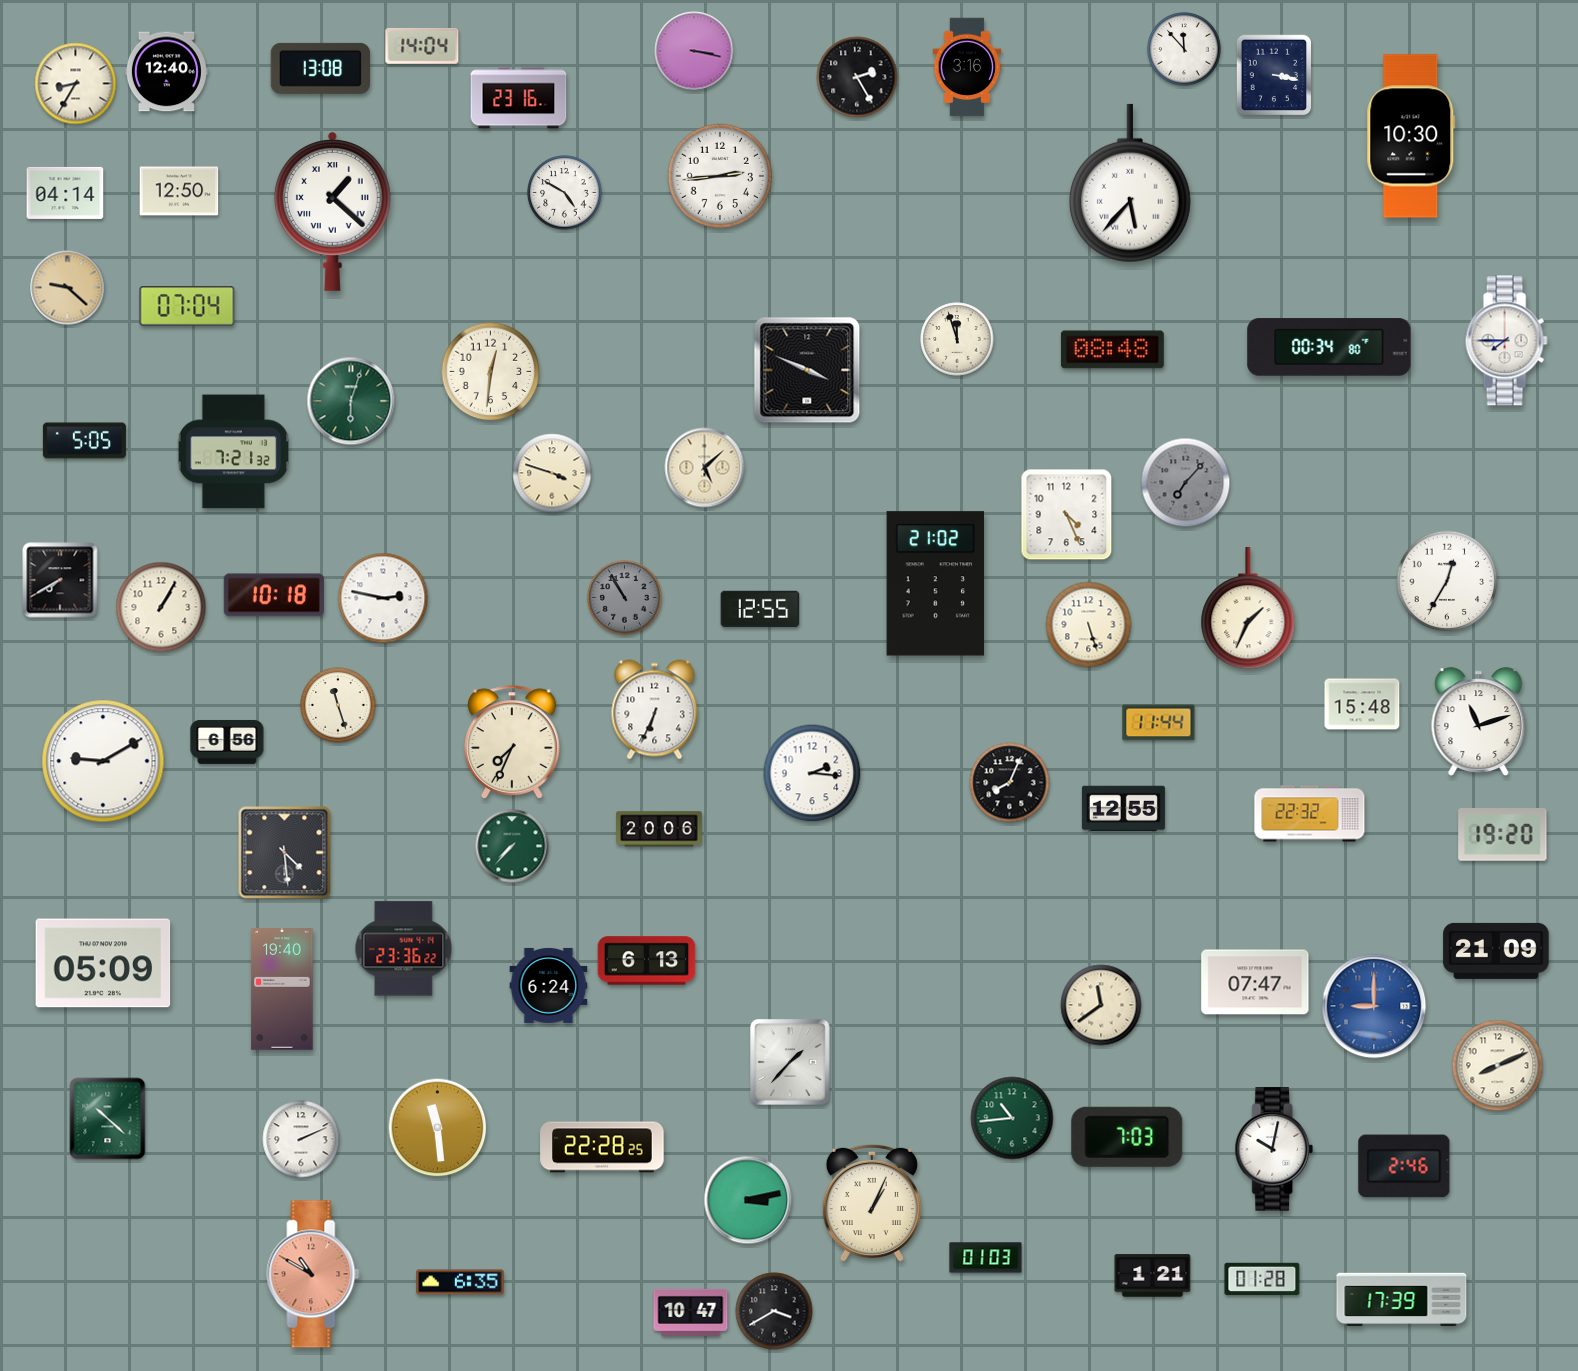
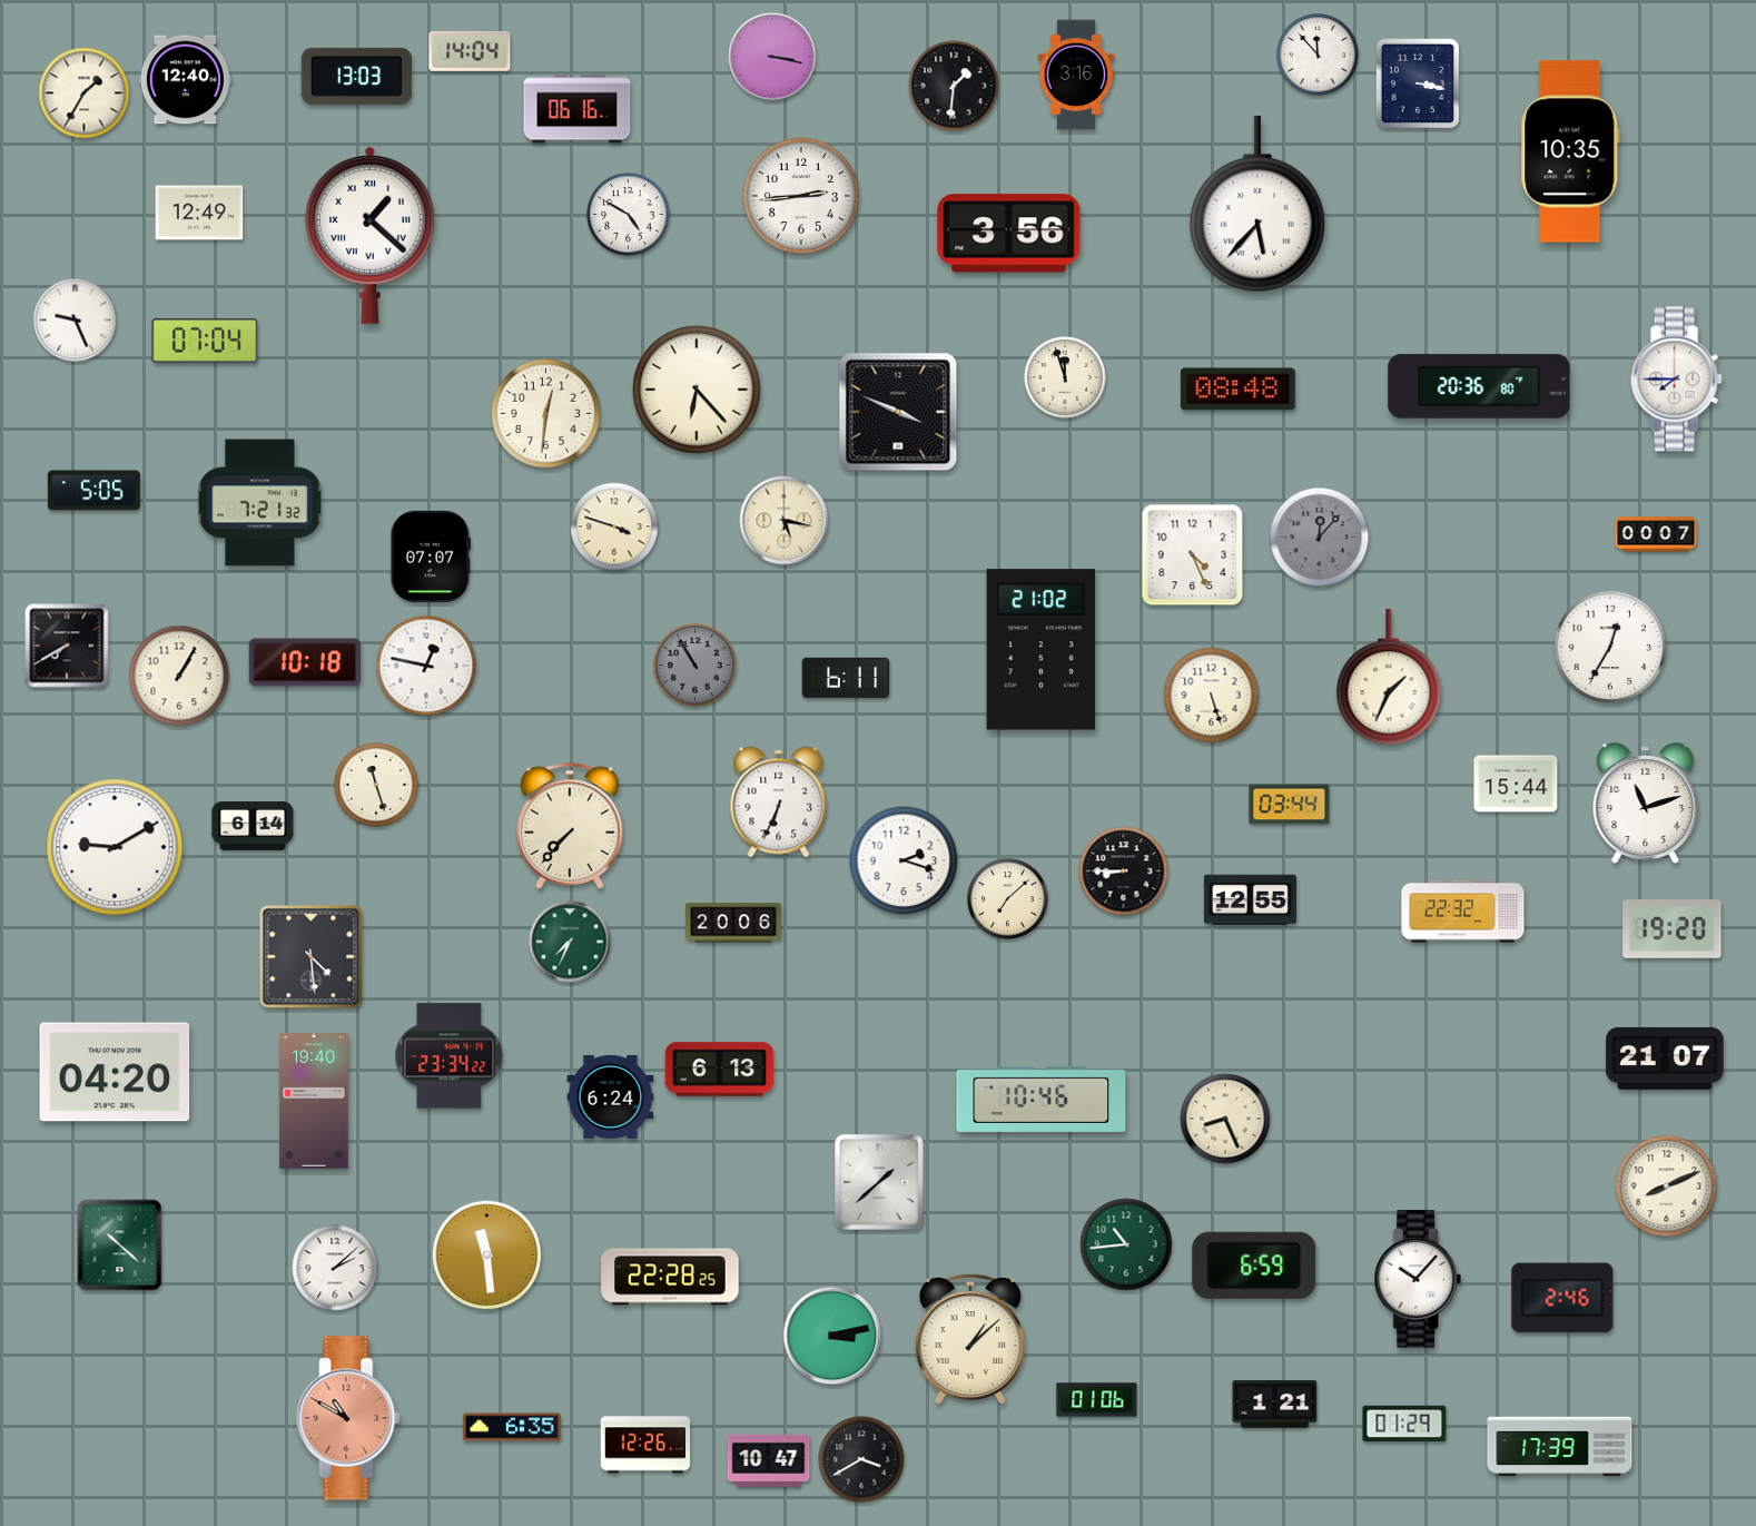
clock at (320, 68): 13:08 -> 13:03
clock at (857, 77): 2:25 -> 1:31
clock at (76, 84): 8:35 -> 1:35
clock at (519, 98): 23:16 -> 06:16
clock at (1411, 136): 10:30 -> 10:35
clock at (179, 191): 12:50 -> 12:49
clock at (65, 193): 04:14 -> none
clock at (1009, 234): none -> 3:56
clock at (68, 288): 9:22 -> 9:26
clock at (68, 288) dial: champagne -> white
clock at (187, 306) position: (187, 306) -> (205, 341)
clock at (1329, 347): 00:34 -> 20:36
clock at (697, 390): none -> 6:23
clock at (351, 401): 6:03 -> none
clock at (705, 468): 5:08 -> 5:17
clock at (1656, 534): none -> 00:07
clock at (1186, 483): 7:07 -> 12:07
clock at (431, 557): none -> 07:07
clock at (1067, 515) position: (1067, 515) -> (1193, 555)
clock at (383, 598): 2:47 -> 12:47
clock at (760, 609): 12:55 -> 6:11
clock at (1362, 704): 15:48 -> 15:44
clock at (655, 710) position: (655, 710) -> (779, 803)
clock at (1159, 723): 11:44 -> 03:44
clock at (227, 742): 6:56 -> 6:14
clock at (512, 742): 7:34 -> 7:37
clock at (812, 773): 2:16 -> 2:18
clock at (1010, 783): 8:04 -> 8:45
clock at (1008, 899): none -> 7:08
clock at (1310, 814) position: (1310, 814) -> (1463, 912)
clock at (512, 846): 7:37 -> 7:34
clock at (285, 853) position: (285, 853) -> (312, 957)
clock at (404, 949): 23:36 -> 23:34
clock at (1496, 951): 21:09 -> 21:07
clock at (103, 963): 05:09 -> 04:20
clock at (1255, 982): 07:47 -> none
clock at (1042, 1099): none -> 10:46
clock at (1101, 1005): 11:39 -> 8:26
clock at (1374, 1006): 9:00 -> none
clock at (790, 1062): 1:37 -> 1:38
clock at (1127, 1137): 7:03 -> 6:59
clock at (301, 1139): 2:11 -> 2:08
clock at (1274, 1149): 10:02 -> 10:07
clock at (872, 1203): 1:04 -> 1:08
clock at (986, 1258): 01:03 -> 01:06
clock at (1153, 1276) position: (1153, 1276) -> (1275, 1405)
clock at (1262, 1279): 01:28 -> 01:29
clock at (645, 1445): none -> 12:26
